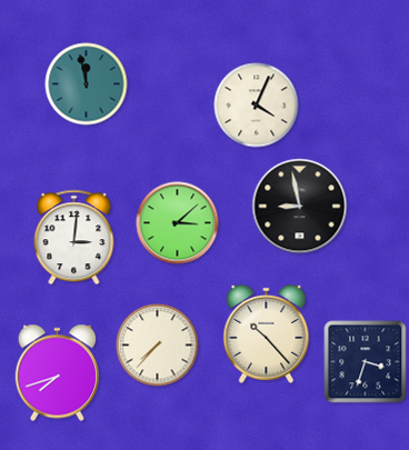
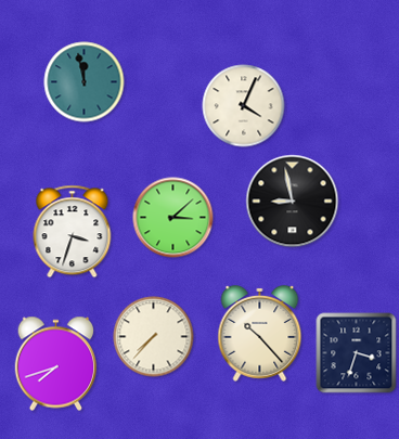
clock at (257, 106) position: (257, 106) -> (244, 106)
clock at (74, 238): 3:01 -> 3:33
clock at (267, 333) position: (267, 333) -> (260, 333)
